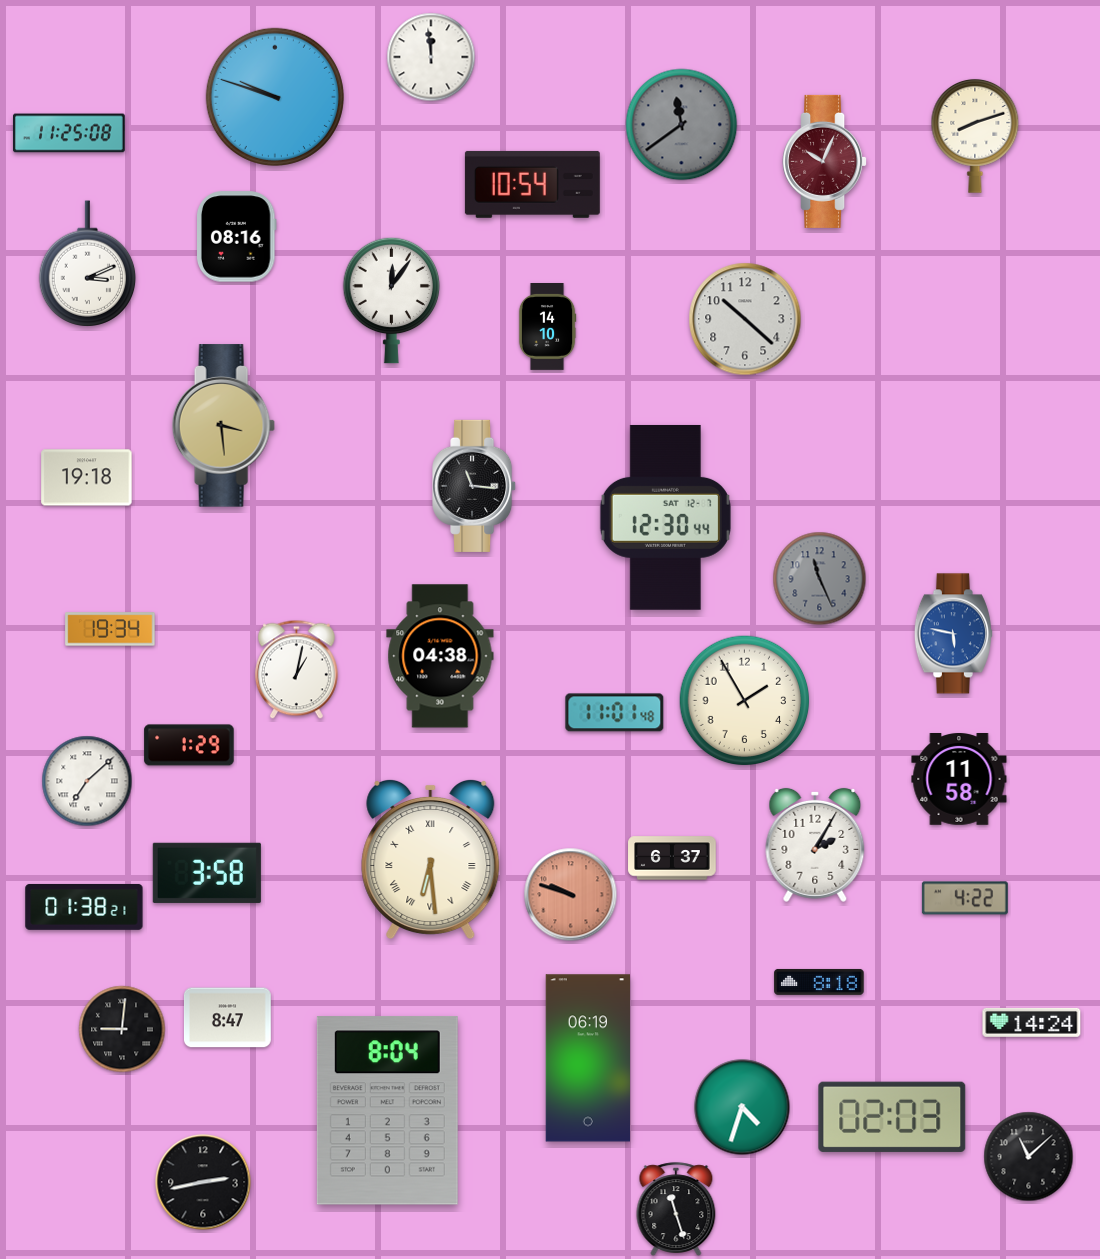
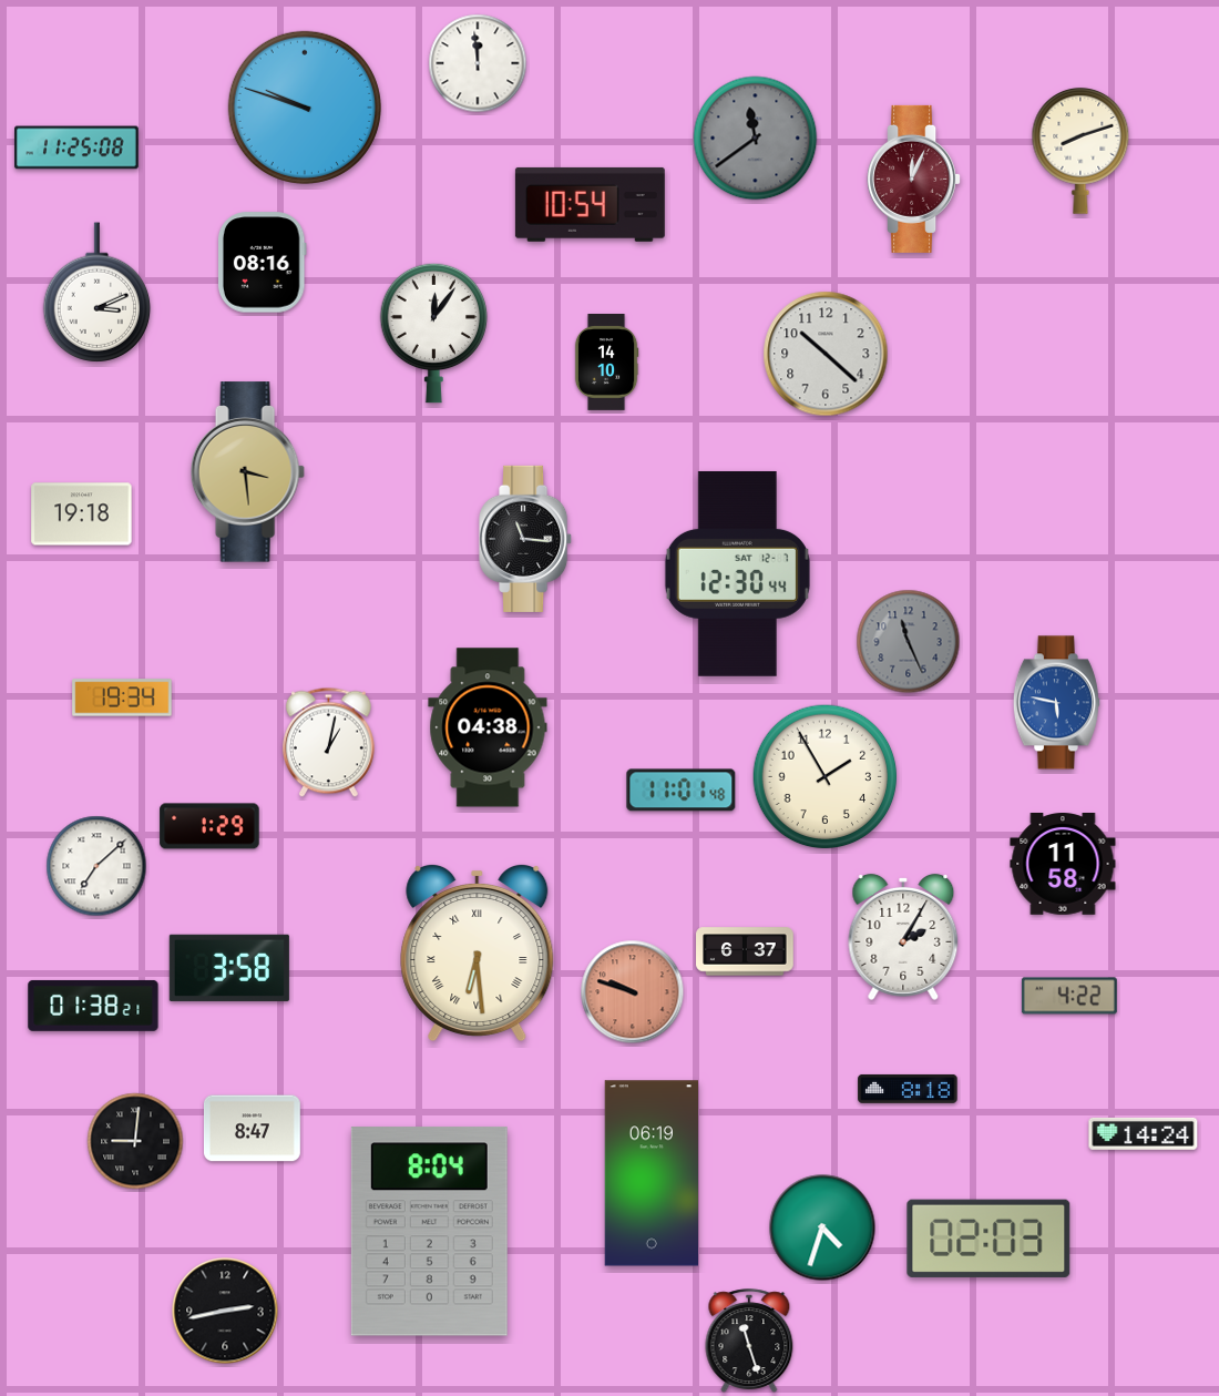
clock at (825, 161): 10:04 -> 12:04
clock at (87, 478) position: (87, 478) -> (82, 514)
clock at (1029, 1157): 11:08 -> none
